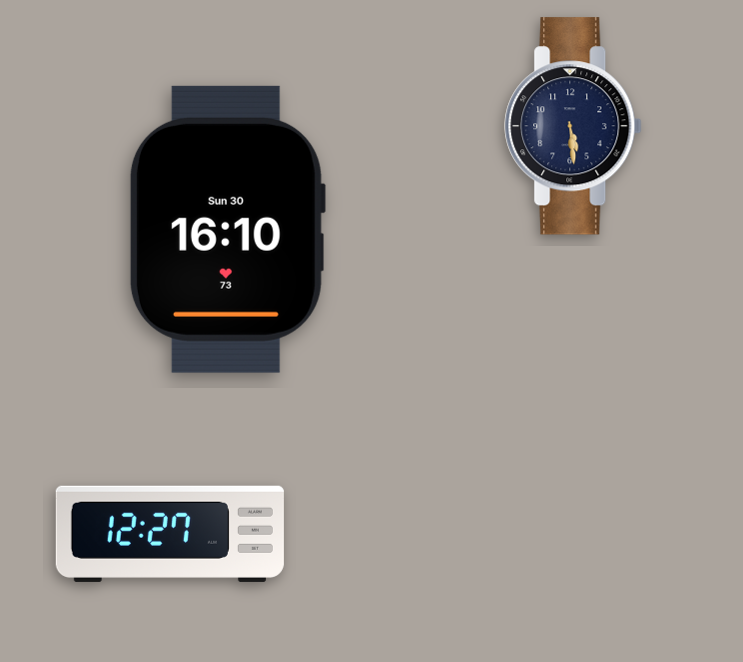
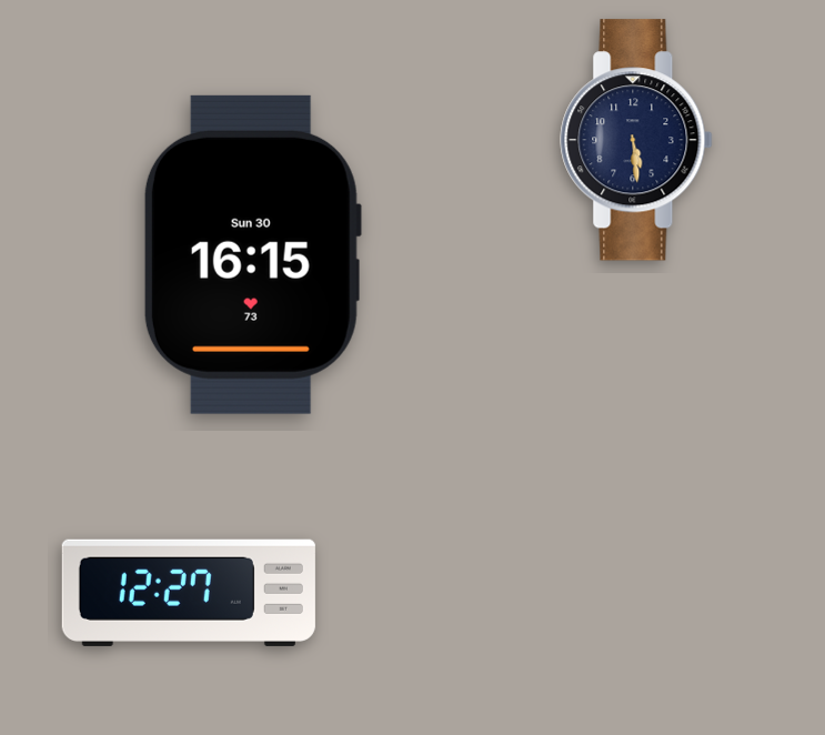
clock at (227, 229): 16:10 -> 16:15
